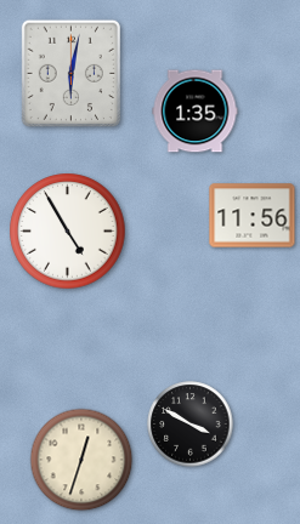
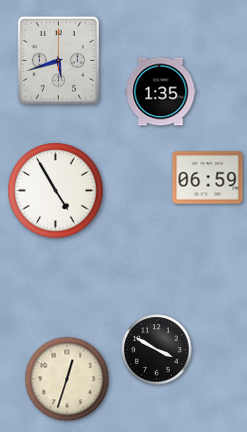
clock at (70, 73): 6:02 -> 5:42
clock at (253, 216): 11:56 -> 06:59
